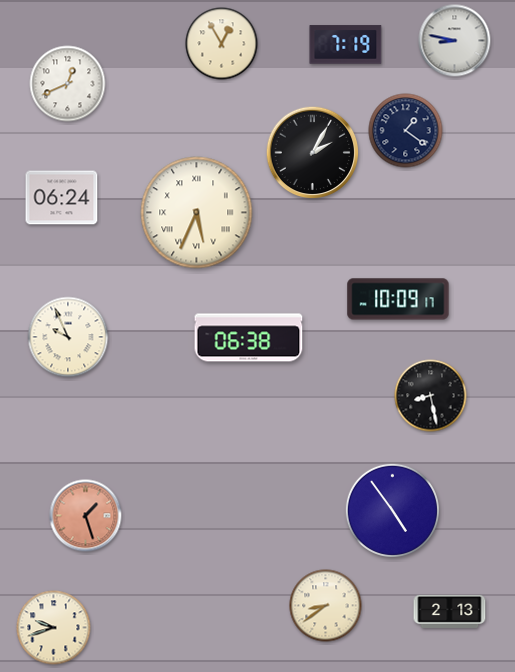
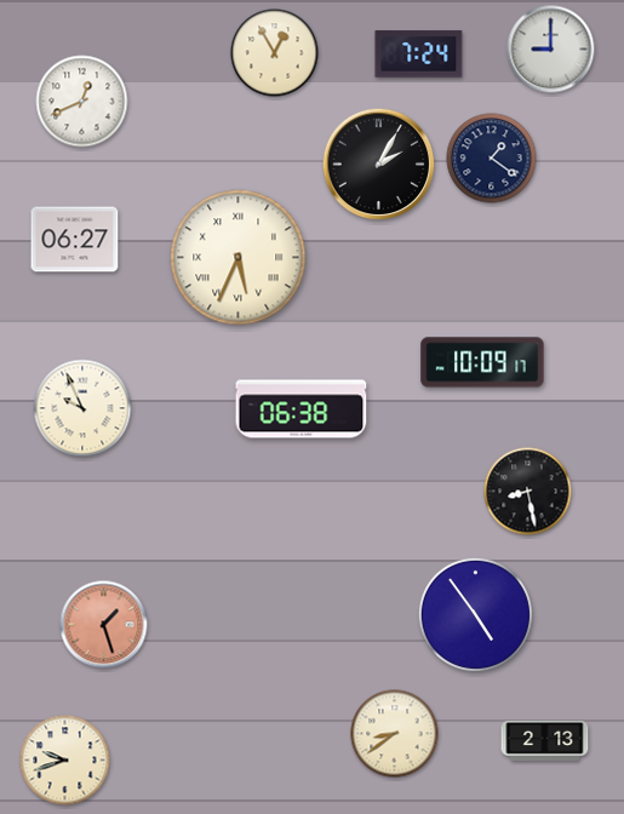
clock at (455, 41): 8:47 -> 9:00
clock at (222, 44) position: (222, 44) -> (275, 53)
clock at (346, 45): 7:19 -> 7:24
clock at (313, 153) position: (313, 153) -> (379, 165)
clock at (62, 198): 06:24 -> 06:27
clock at (431, 396) position: (431, 396) -> (528, 492)
clock at (392, 510) position: (392, 510) -> (475, 614)
